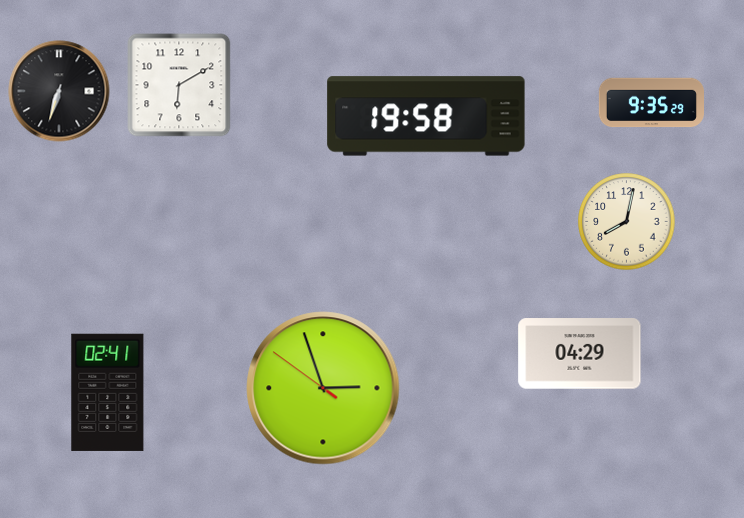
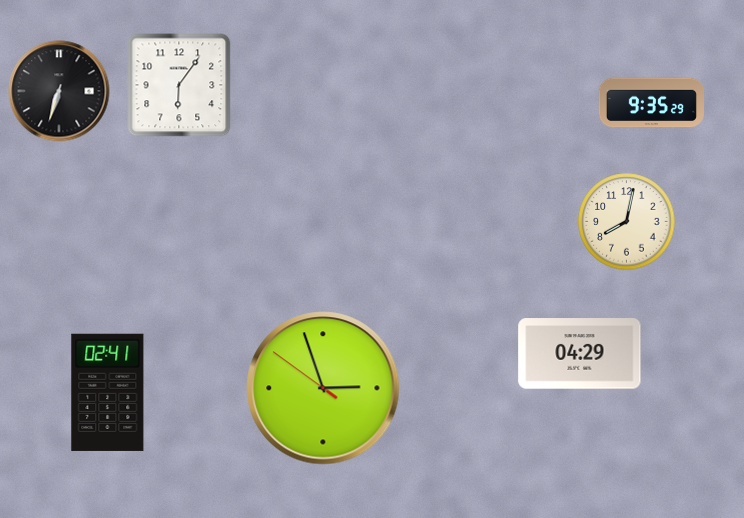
clock at (179, 85): 6:10 -> 6:06
clock at (426, 116): 19:58 -> none
